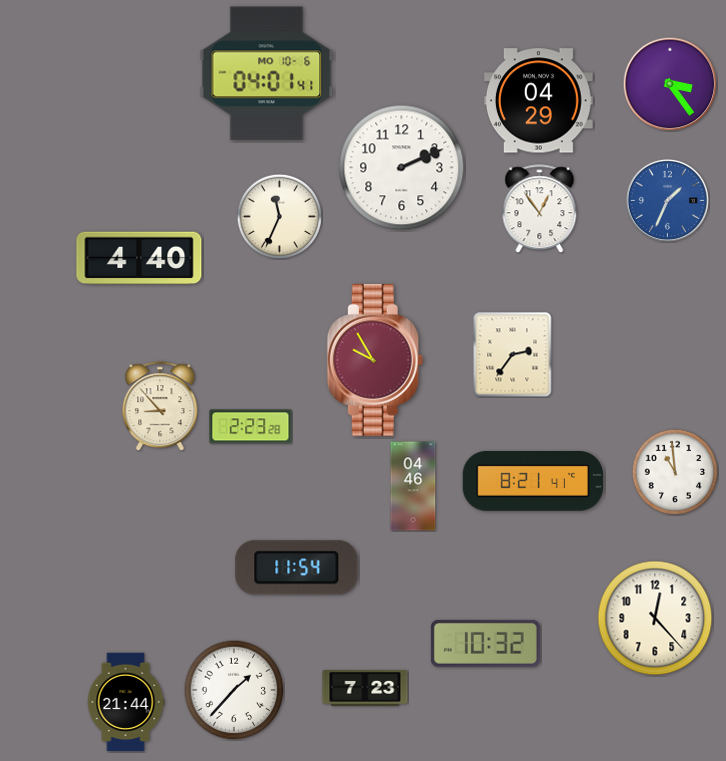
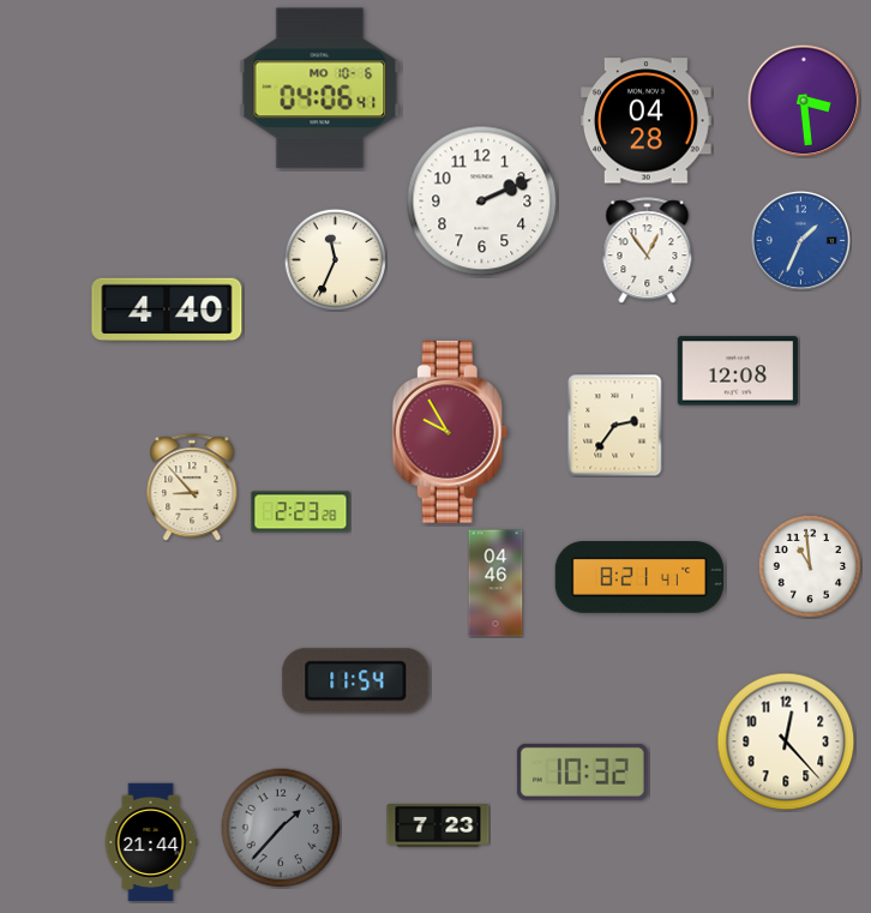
clock at (267, 74): 04:01 -> 04:06
clock at (670, 84): 3:24 -> 3:29
clock at (538, 101): 04:29 -> 04:28
clock at (738, 371): none -> 12:08
clock at (234, 690) dial: white -> grey
